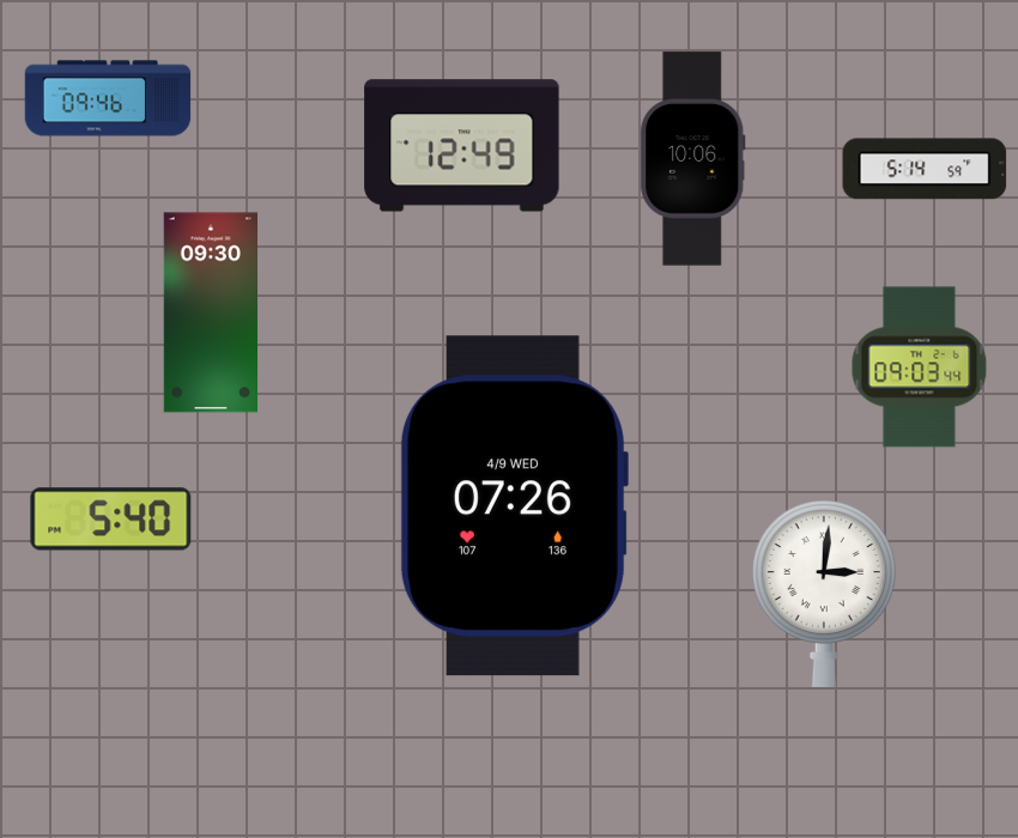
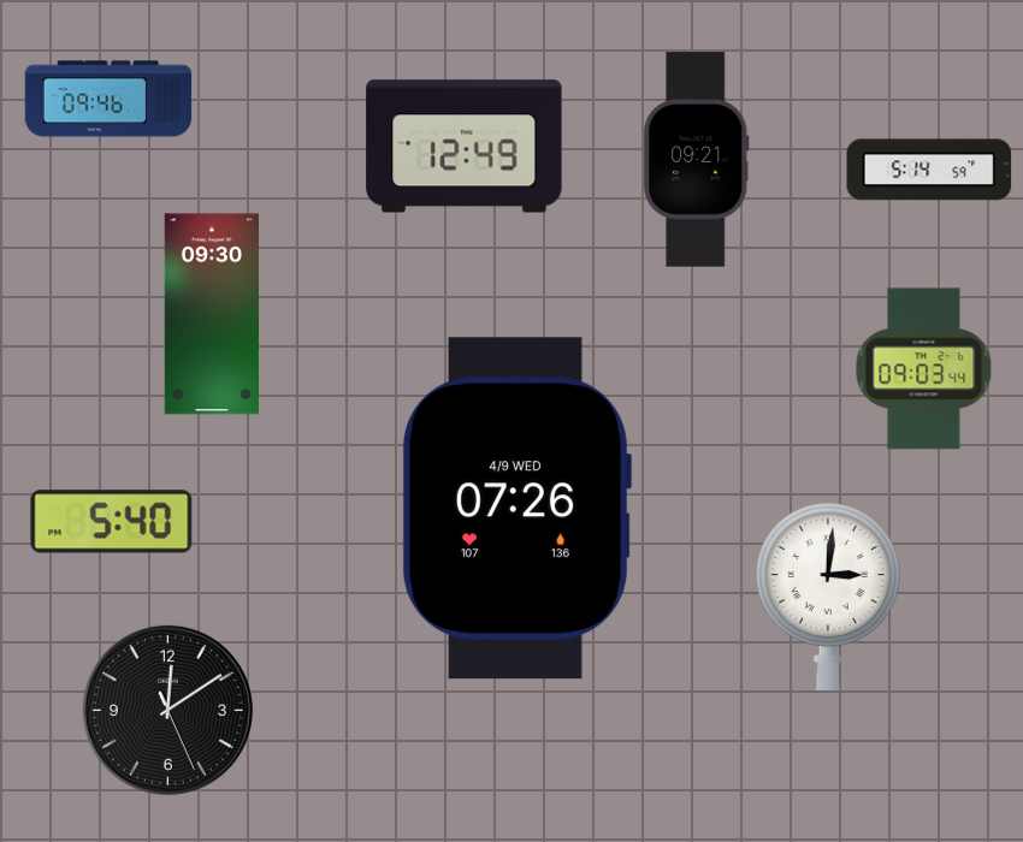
clock at (693, 159): 10:06 -> 09:21
clock at (167, 710): none -> 12:09
